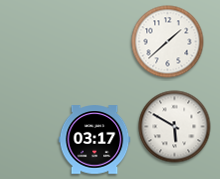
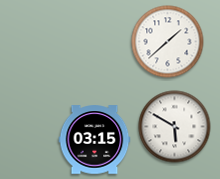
clock at (95, 140): 03:17 -> 03:15
